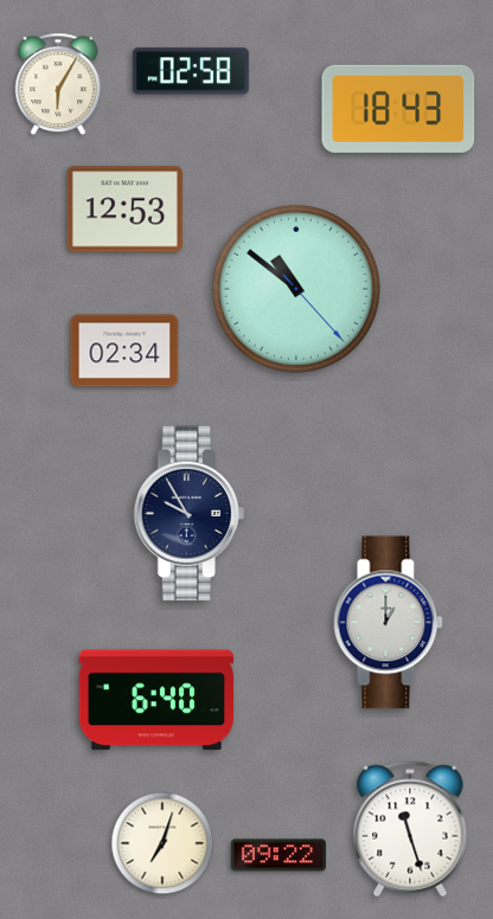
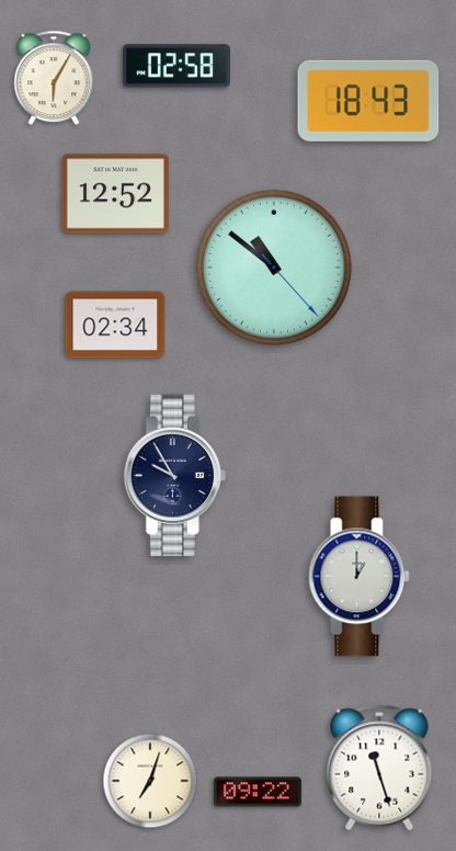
clock at (124, 210): 12:53 -> 12:52
clock at (156, 700): 6:40 -> none
